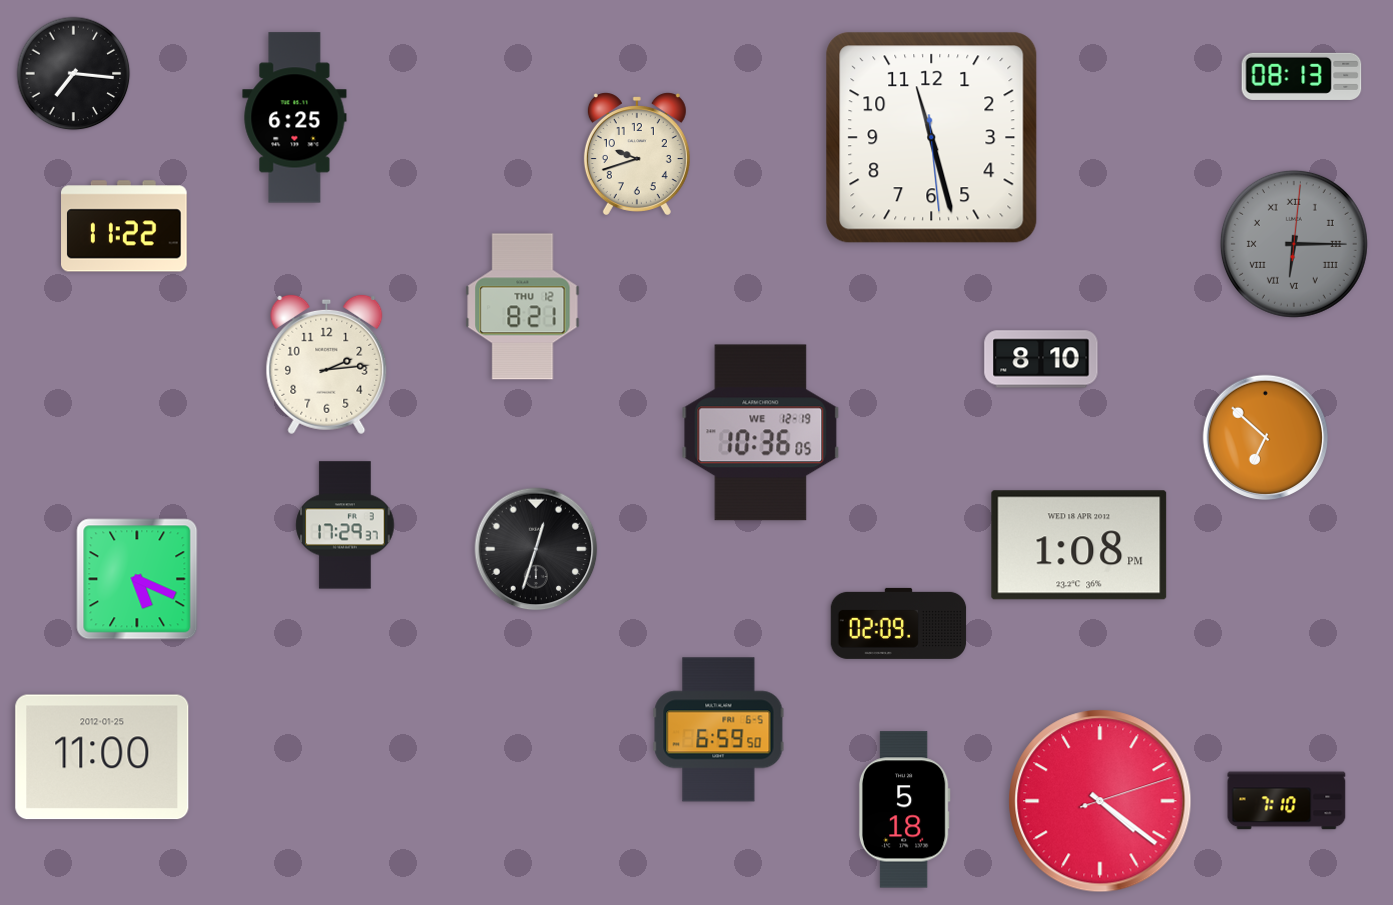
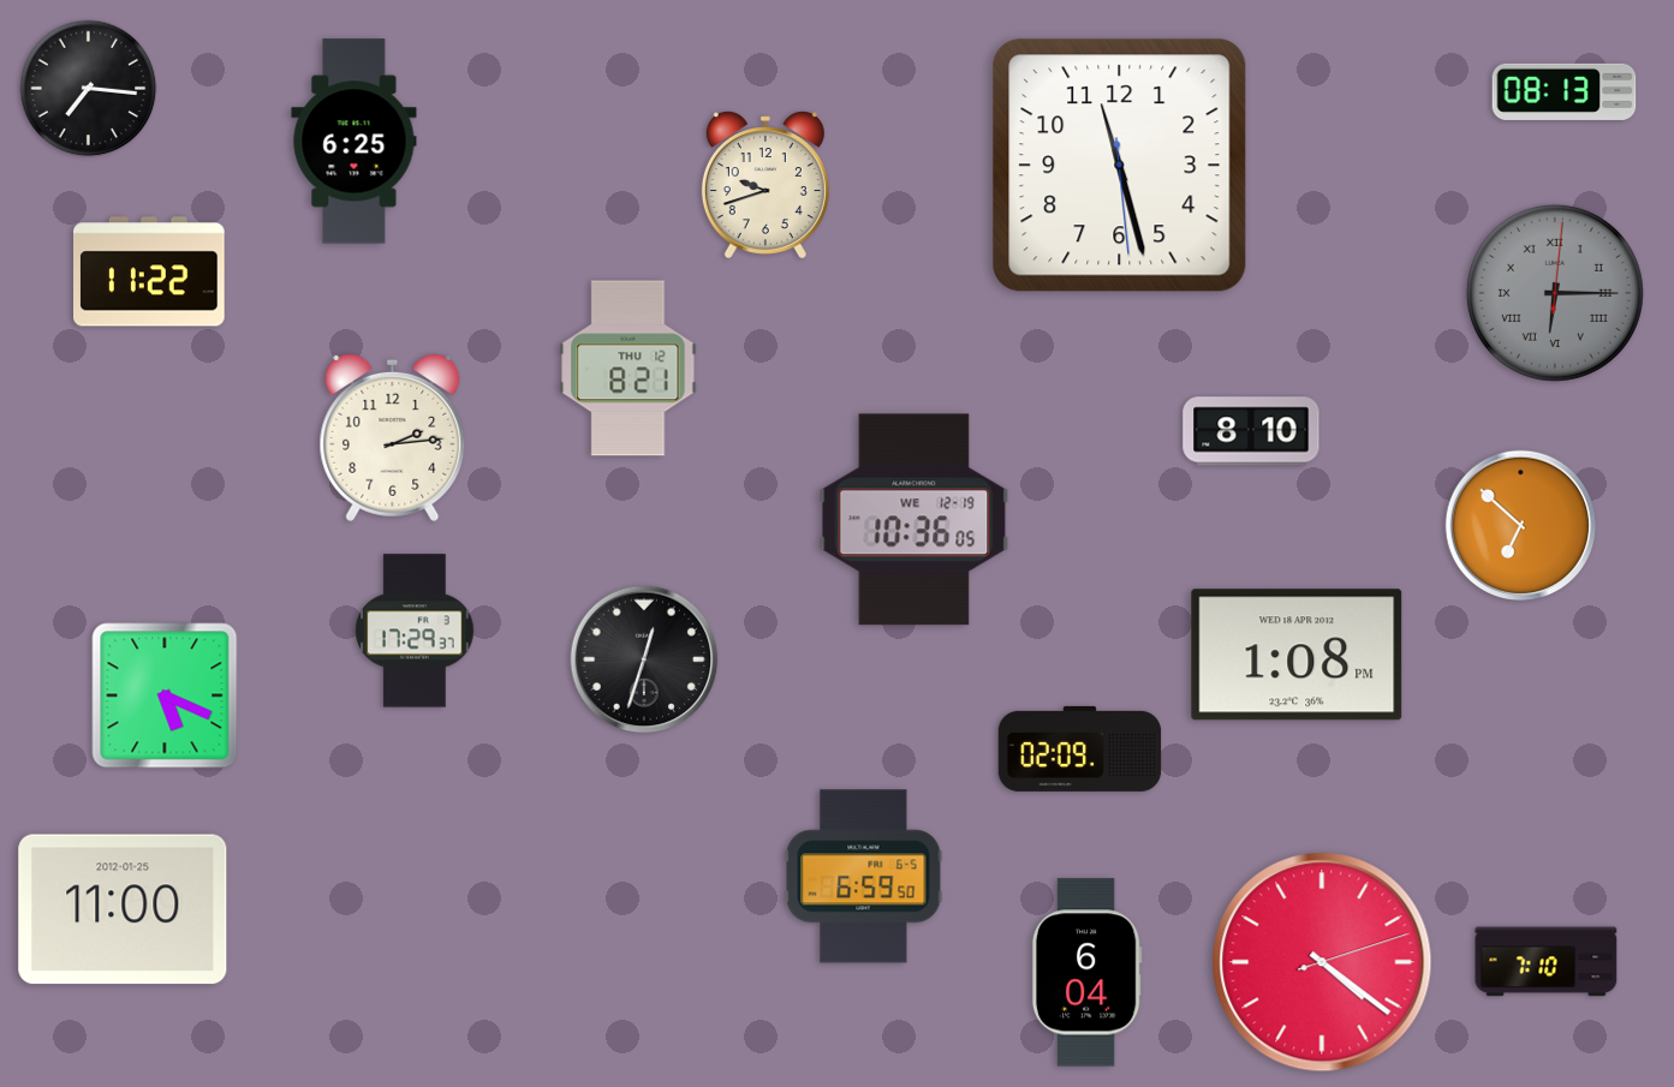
clock at (904, 810): 5:18 -> 6:04
